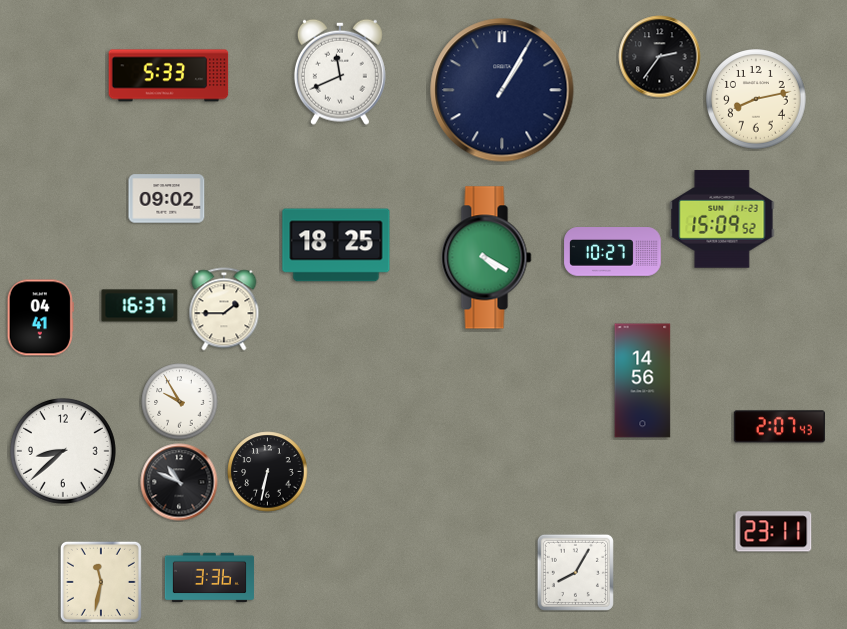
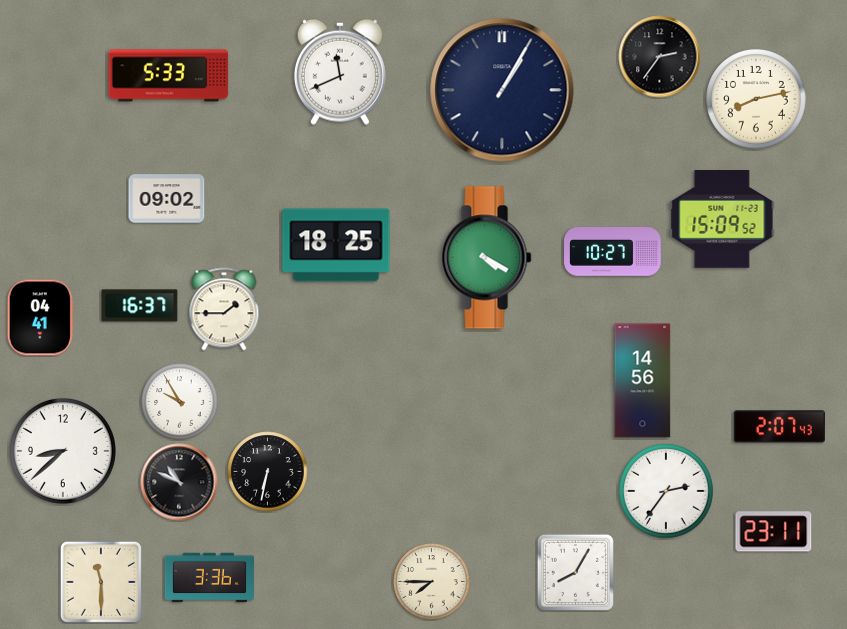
clock at (666, 491): none -> 2:36
clock at (101, 582): 11:32 -> 11:30
clock at (432, 582): none -> 7:45
